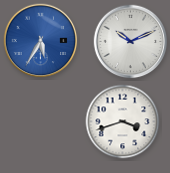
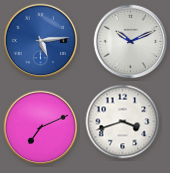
clock at (41, 41): 5:35 -> 5:14
clock at (41, 128): none -> 7:11
